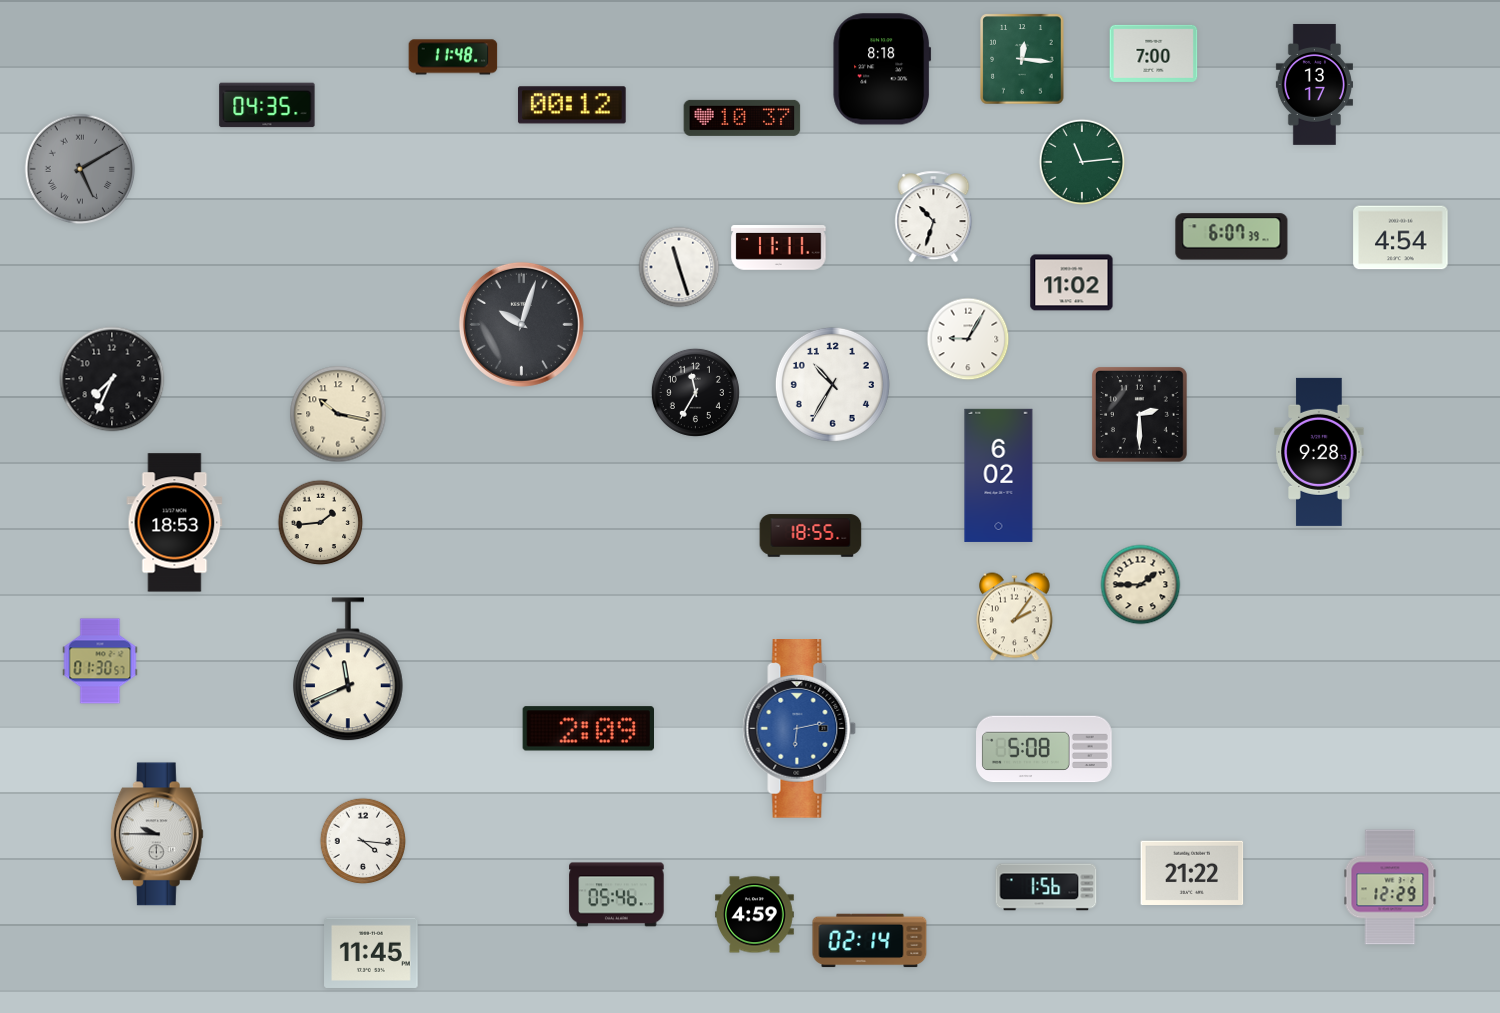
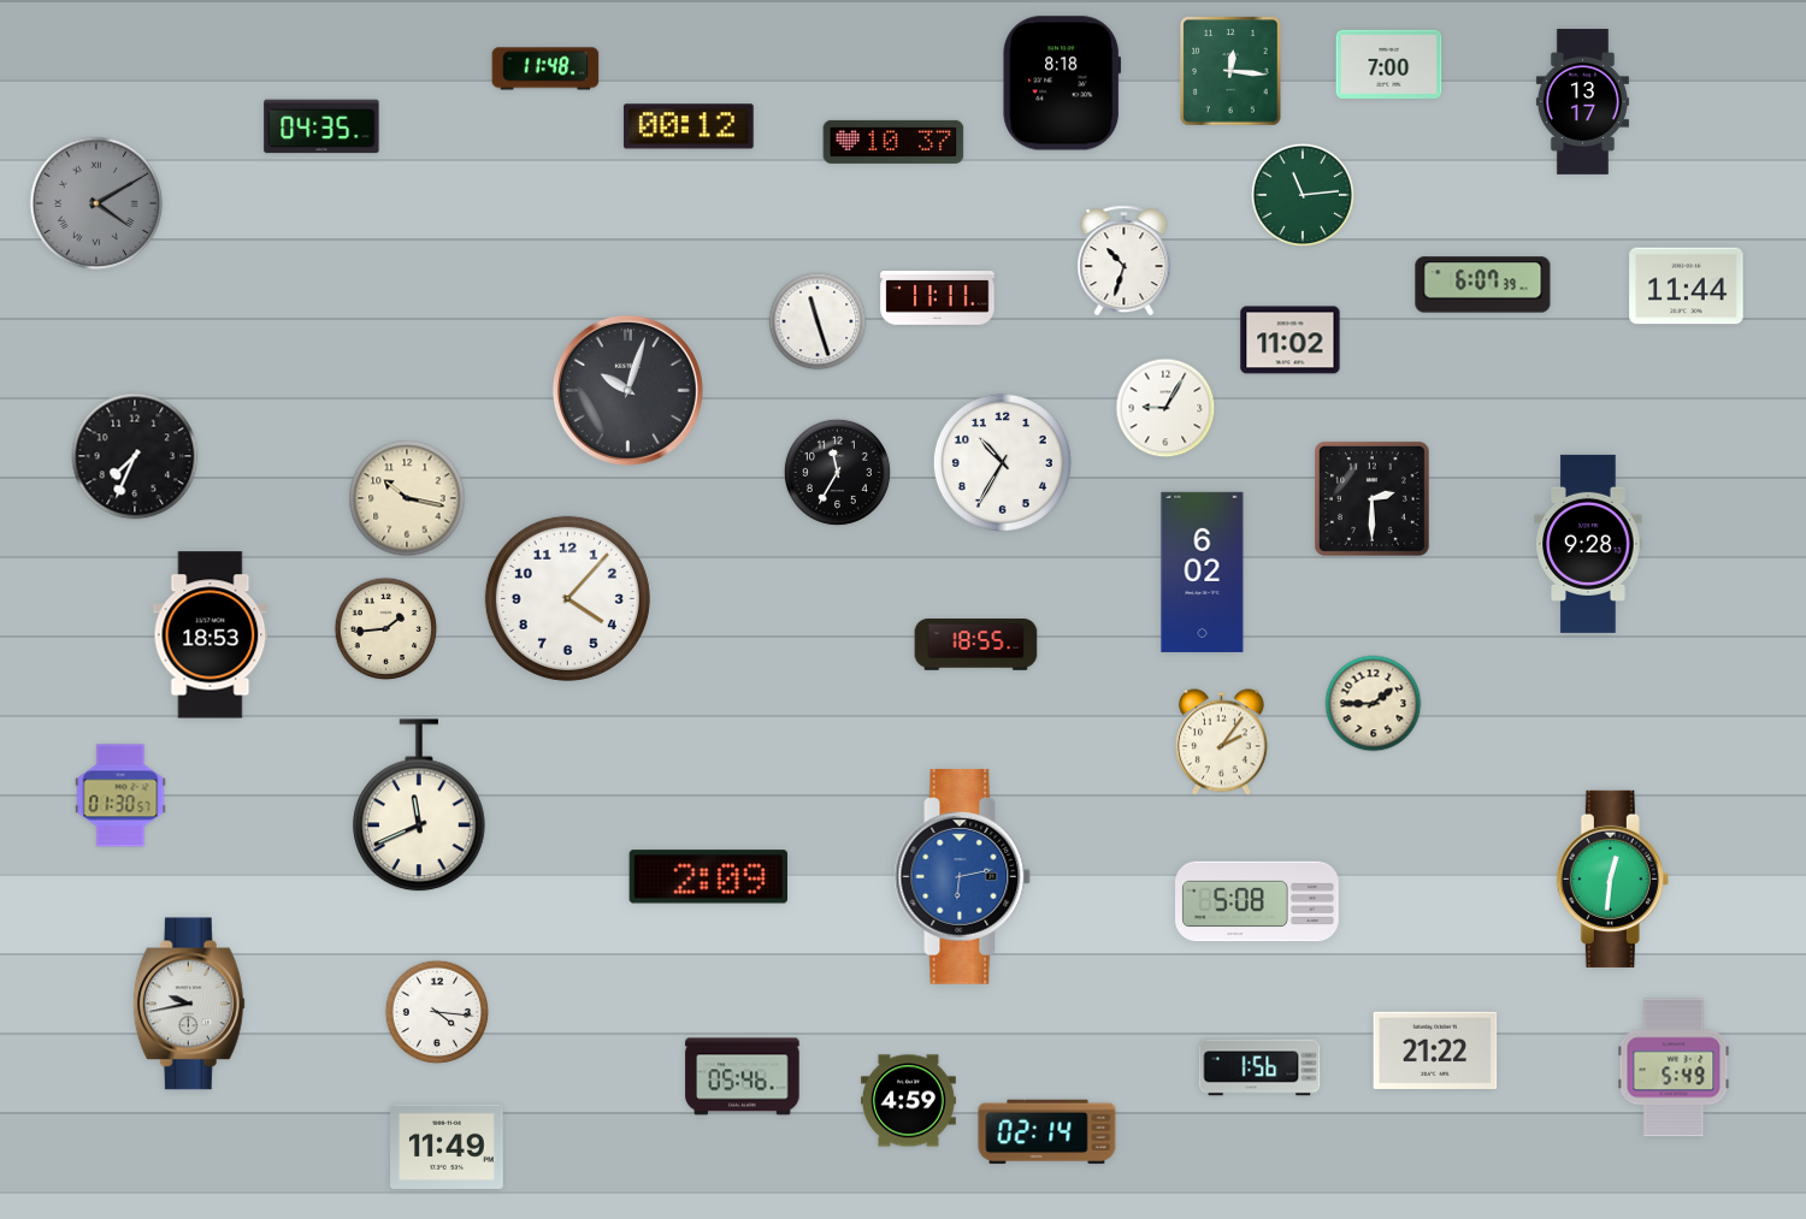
clock at (80, 169): 5:10 -> 4:10
clock at (1401, 238): 4:54 -> 11:44
clock at (567, 598): none -> 4:07
clock at (175, 523) position: (175, 523) -> (211, 635)
clock at (1612, 878): none -> 12:31
clock at (157, 834): 9:45 -> 9:43
clock at (1390, 887): 12:29 -> 5:49
clock at (371, 953): 11:45 -> 11:49
